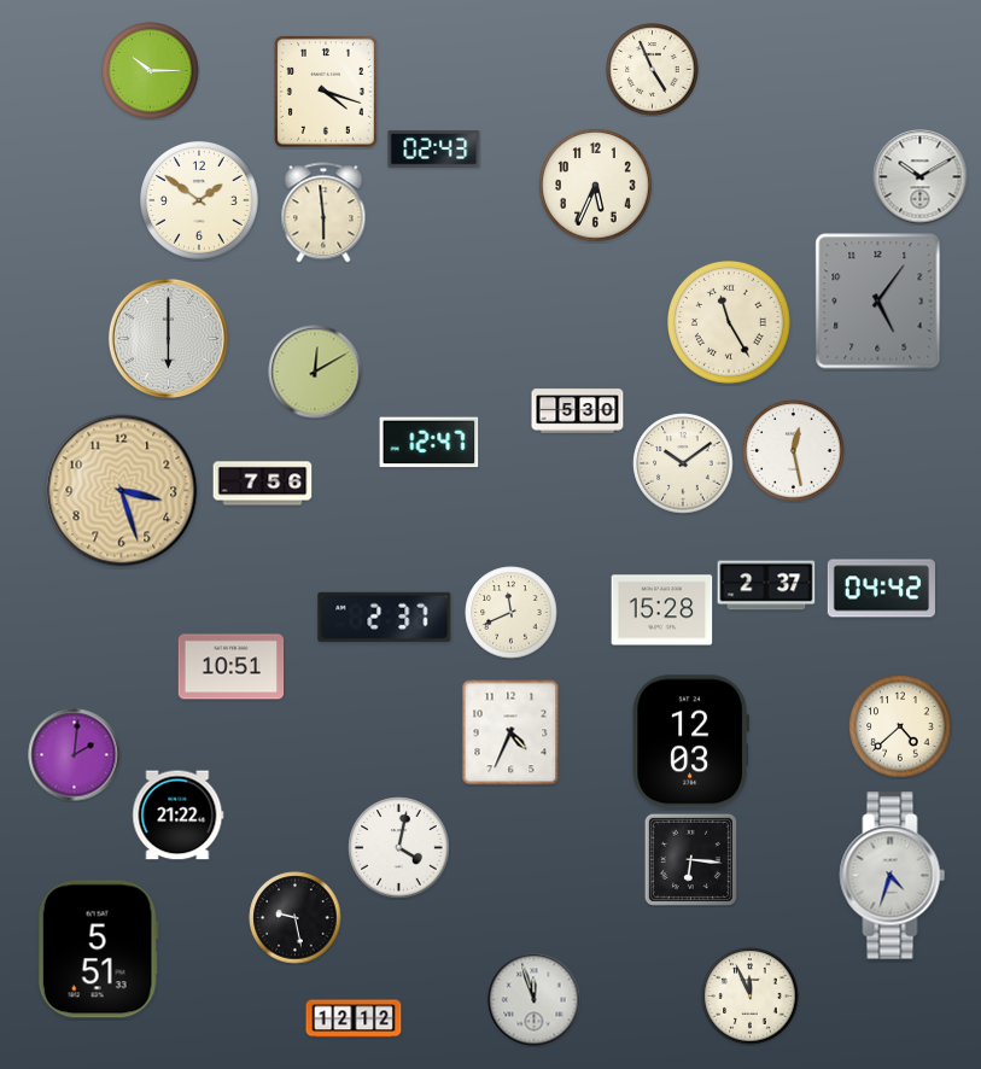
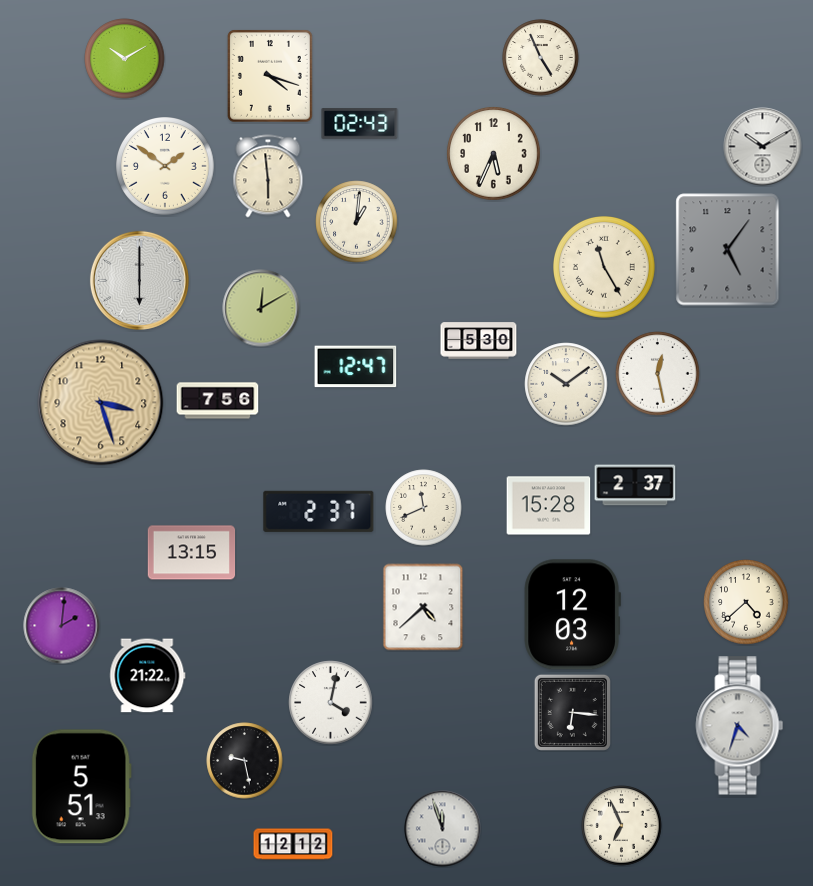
clock at (151, 71): 10:15 -> 10:10
clock at (357, 222): none -> 1:01
clock at (122, 491) position: (122, 491) -> (101, 403)
clock at (881, 589): 04:42 -> none
clock at (232, 667): 10:51 -> 13:15
clock at (510, 732): 4:34 -> 4:38
clock at (751, 997): 11:56 -> 6:56
